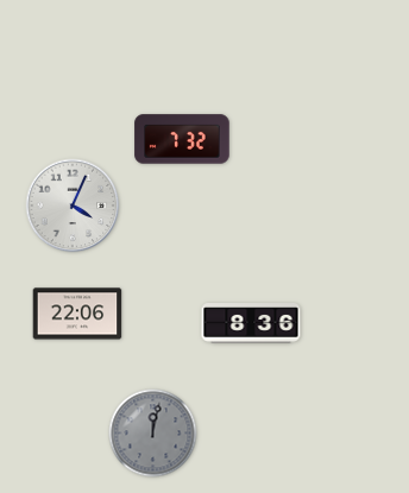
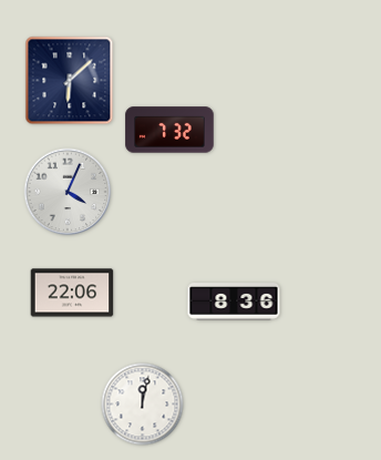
clock at (70, 81): none -> 6:08
clock at (153, 434) dial: grey -> white
